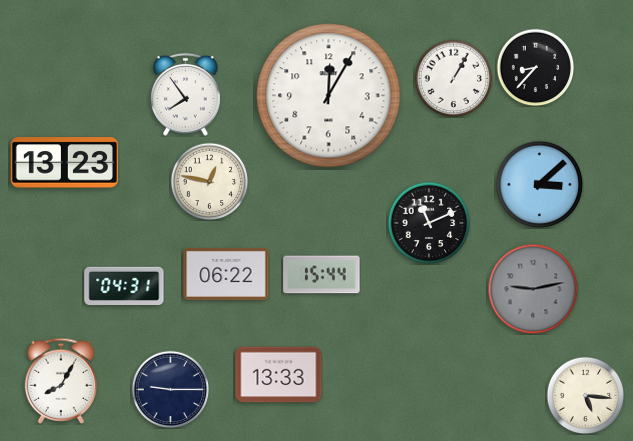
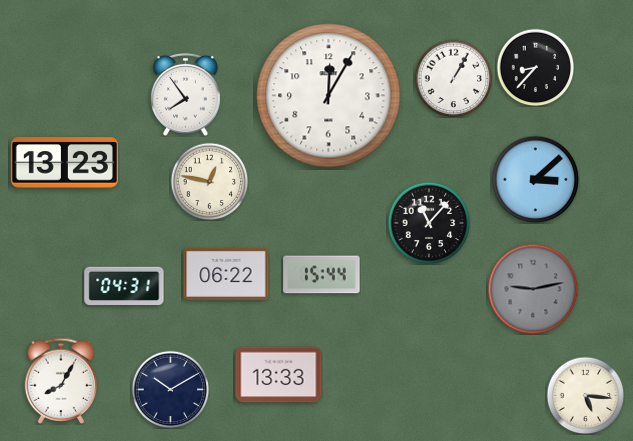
clock at (539, 184) position: (539, 184) -> (535, 179)
clock at (429, 223): 11:11 -> 11:07
clock at (170, 389): 9:15 -> 10:10
